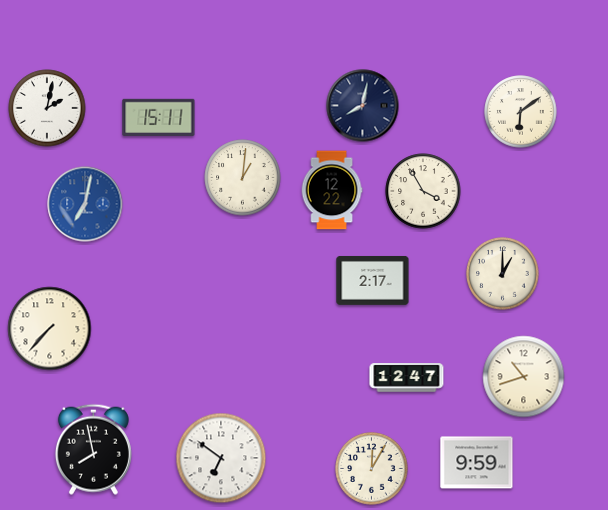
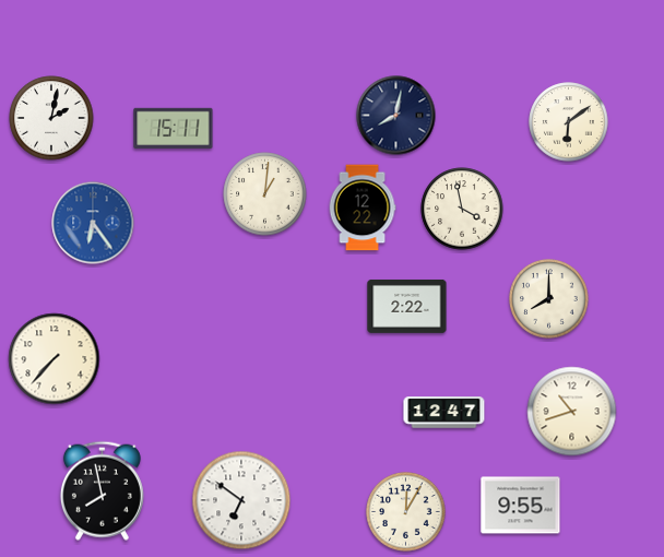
clock at (423, 191): 3:55 -> 3:58
clock at (85, 204): 7:02 -> 6:24
clock at (503, 274): 1:00 -> 8:00
clock at (373, 281): 2:17 -> 2:22
clock at (477, 463): 9:59 -> 9:55
